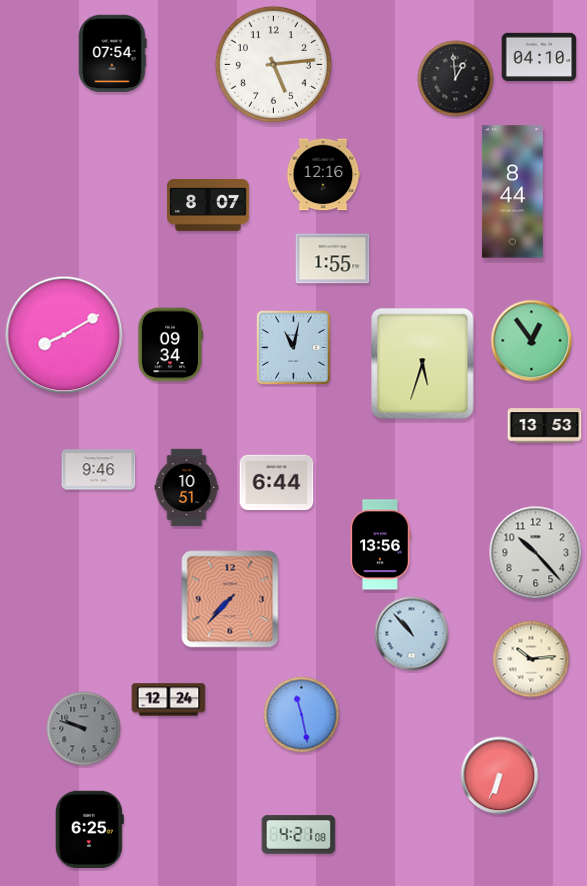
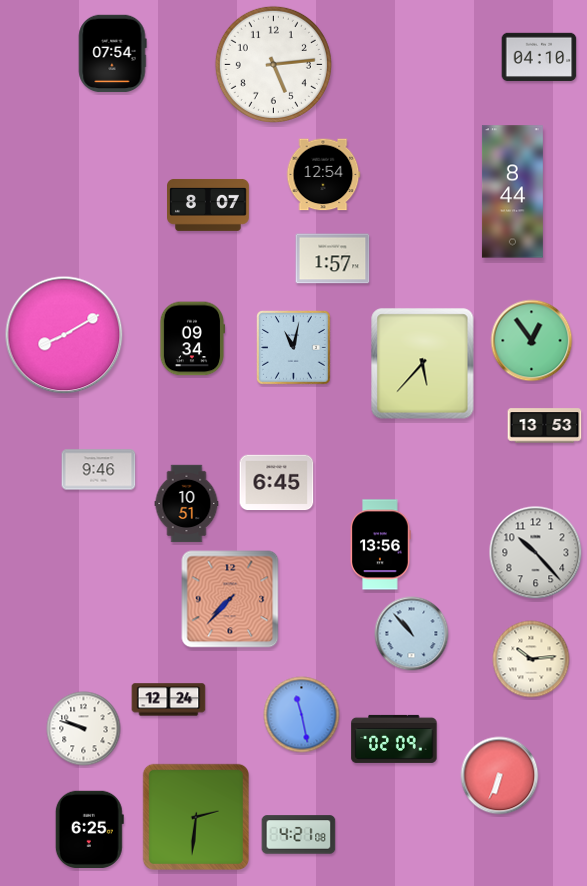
clock at (456, 79): 12:59 -> none
clock at (323, 175): 12:16 -> 12:54
clock at (333, 259): 1:55 -> 1:57
clock at (170, 345) position: (170, 345) -> (192, 339)
clock at (423, 364): 5:33 -> 5:37
clock at (277, 483): 6:44 -> 6:45
clock at (187, 488) position: (187, 488) -> (187, 504)
clock at (84, 729) dial: grey -> white
clock at (394, 739): none -> 02:09
clock at (196, 817): none -> 2:31
